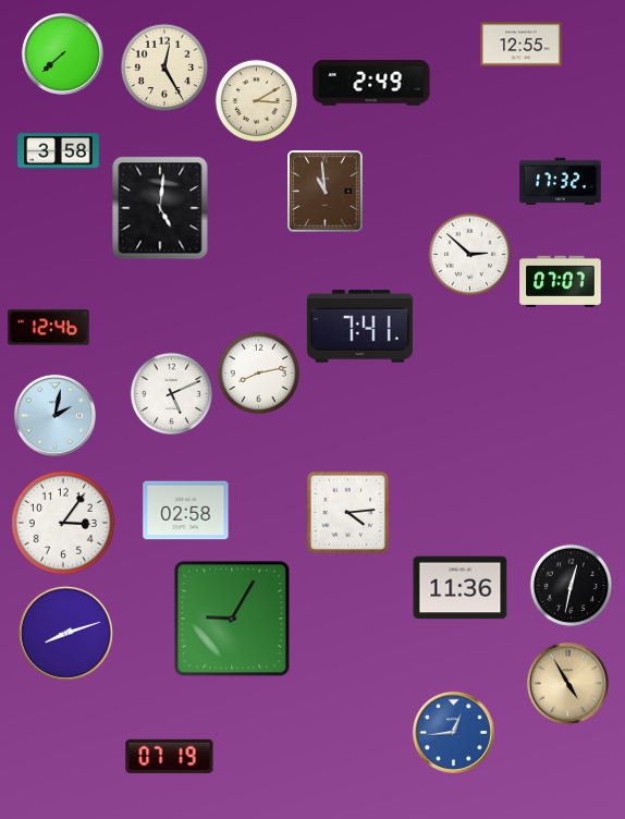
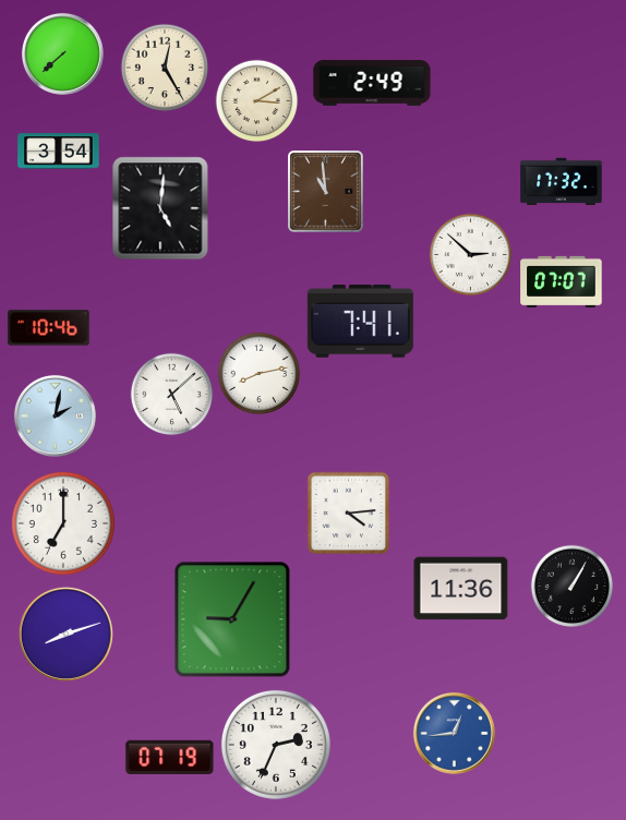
clock at (522, 45): 12:55 -> none
clock at (59, 151): 3:58 -> 3:54
clock at (359, 327) position: (359, 327) -> (360, 322)
clock at (49, 328): 12:46 -> 10:46
clock at (172, 394): 5:11 -> 5:08
clock at (186, 511): 02:58 -> none
clock at (63, 523): 3:06 -> 7:00
clock at (572, 586): 12:32 -> 1:05
clock at (567, 683): 4:55 -> none
clock at (276, 745): none -> 2:34
